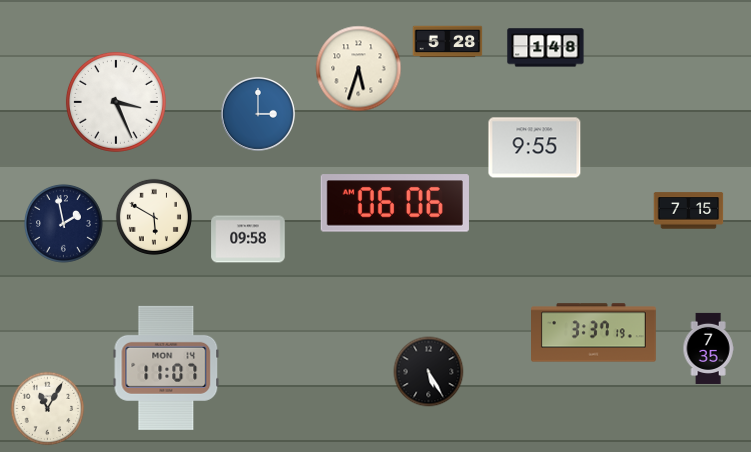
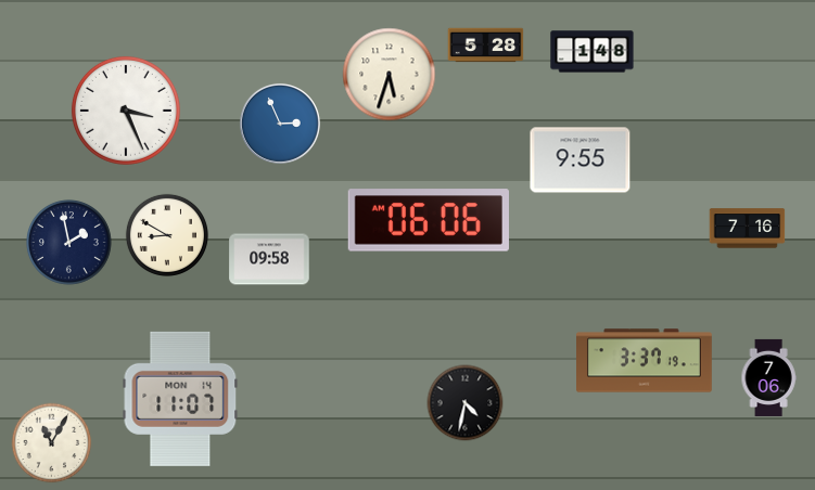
clock at (258, 114): 3:00 -> 2:56
clock at (689, 211): 7:15 -> 7:16
clock at (154, 217): 5:50 -> 8:50
clock at (708, 348): 7:35 -> 7:06
clock at (429, 372): 5:25 -> 4:32
